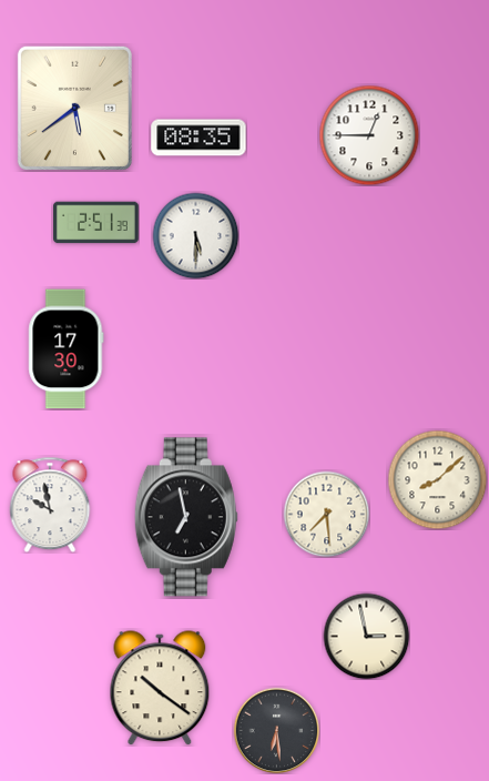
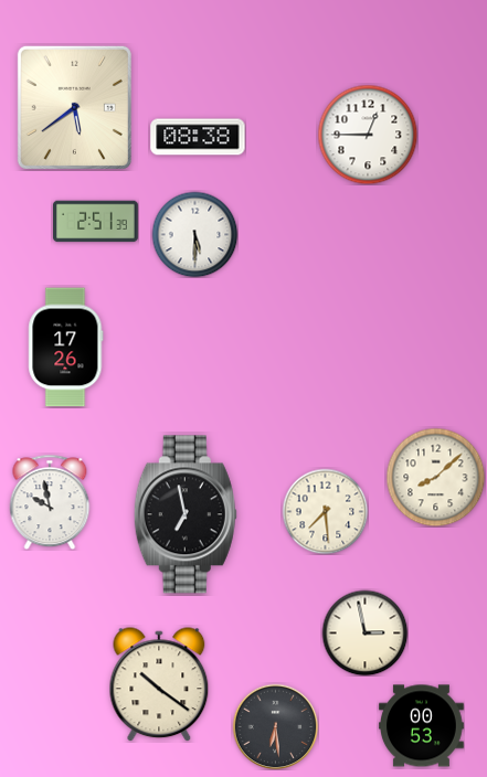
clock at (198, 138): 08:35 -> 08:38
clock at (67, 349): 17:30 -> 17:26
clock at (422, 726): none -> 00:53
